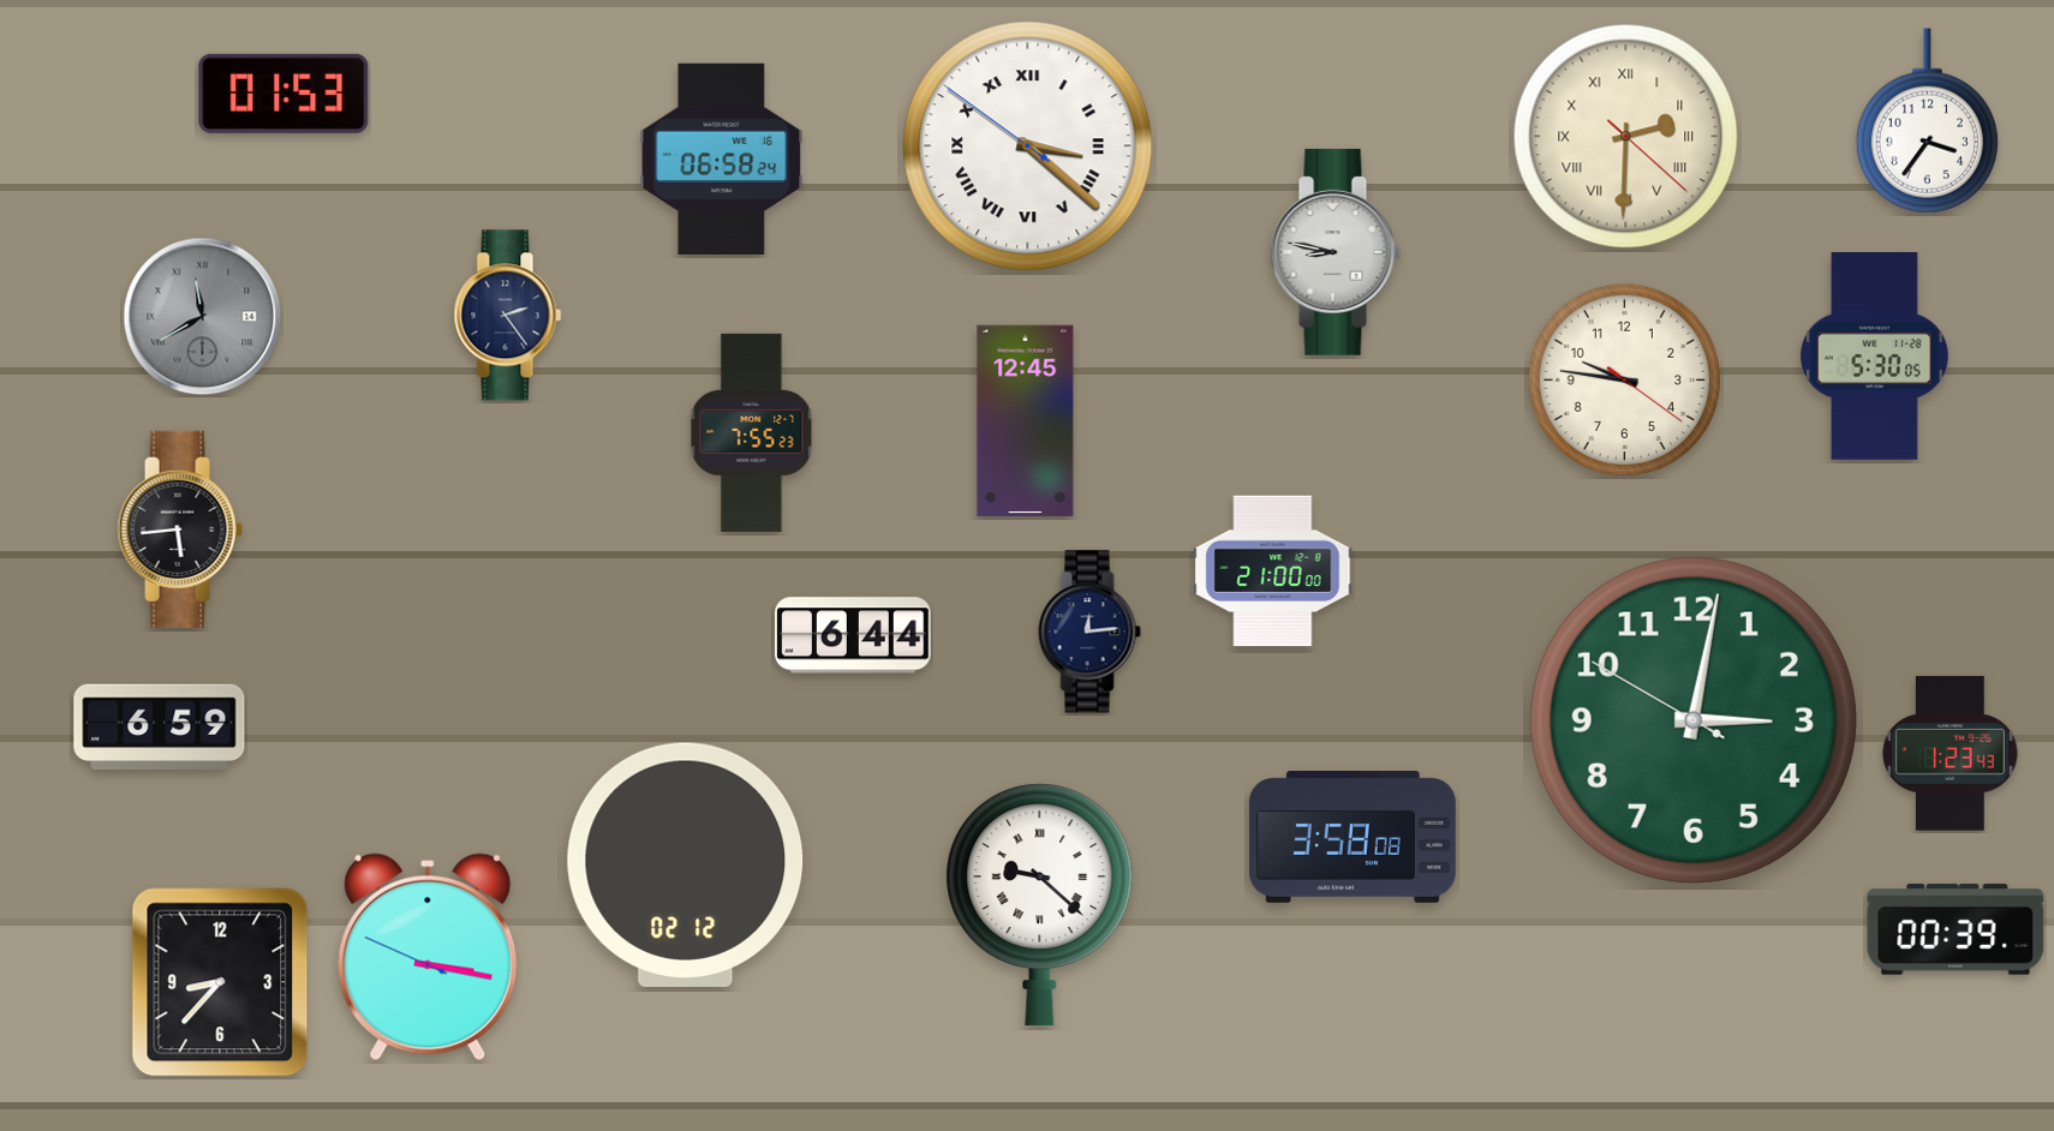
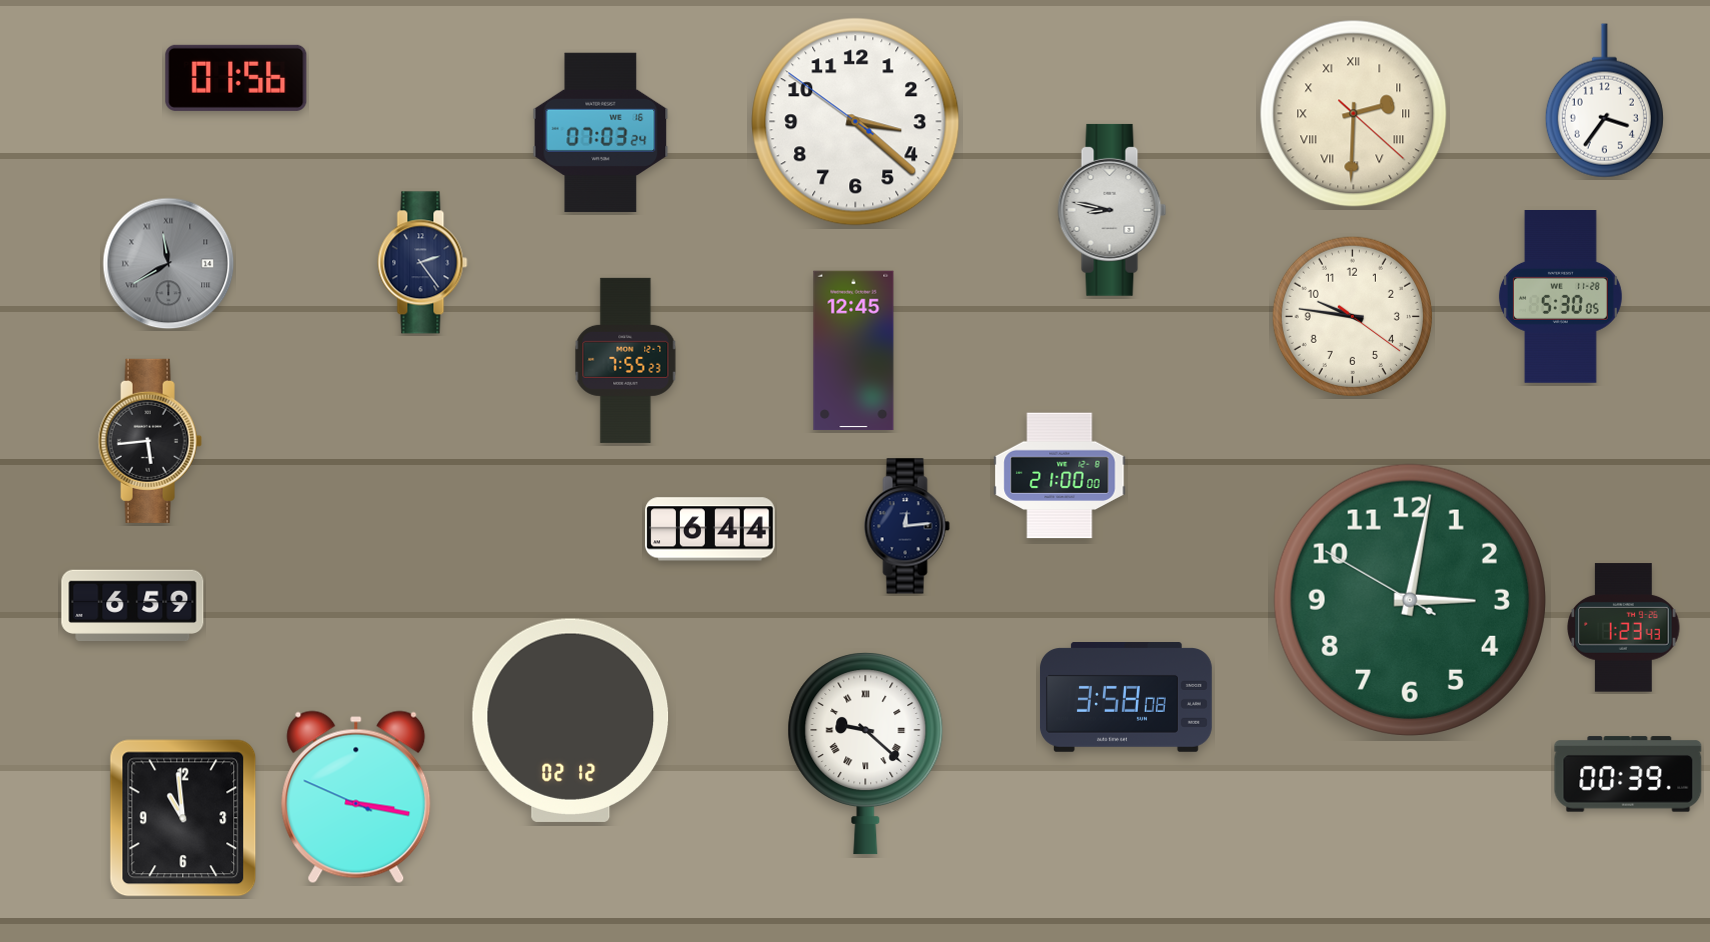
clock at (283, 94): 01:53 -> 01:56
clock at (1028, 146) numerals: Roman -> Arabic
clock at (722, 160): 06:58 -> 07:03
clock at (220, 982): 8:37 -> 10:59
